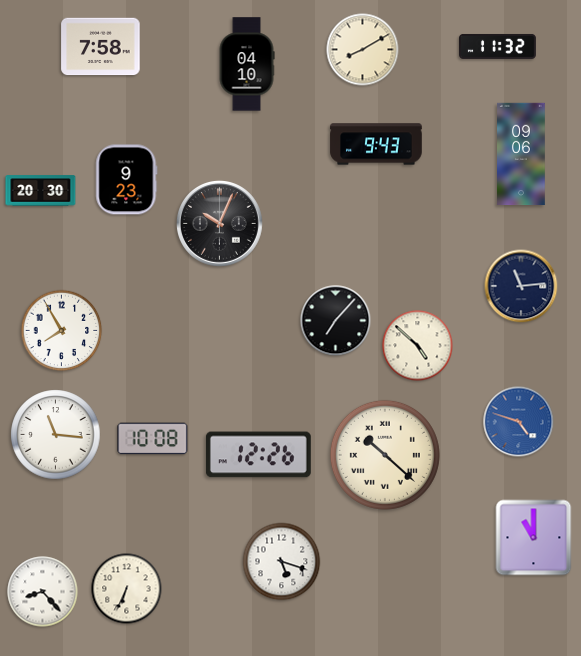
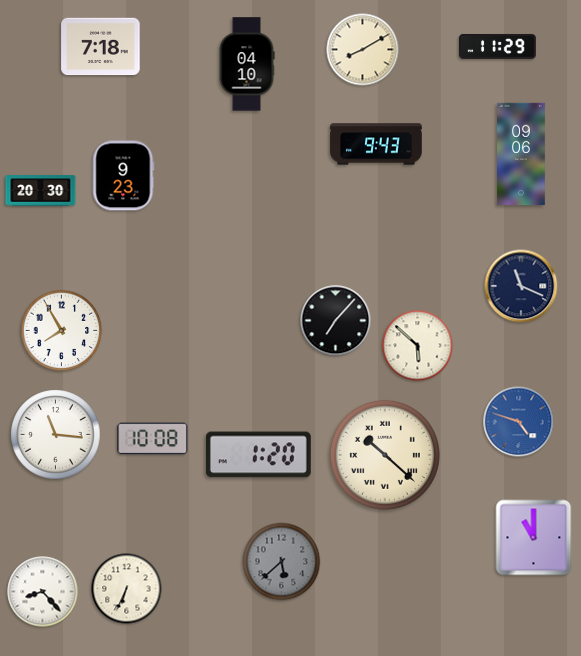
clock at (498, 46): 11:32 -> 11:29
clock at (101, 47): 7:58 -> 7:18
clock at (127, 180) position: (127, 180) -> (124, 176)
clock at (219, 223): 10:04 -> none
clock at (521, 286): 11:14 -> 11:19
clock at (418, 346): 4:52 -> 5:52
clock at (258, 455): 12:26 -> 1:20
clock at (282, 562): 5:18 -> 5:38
clock at (282, 562) dial: white -> grey
